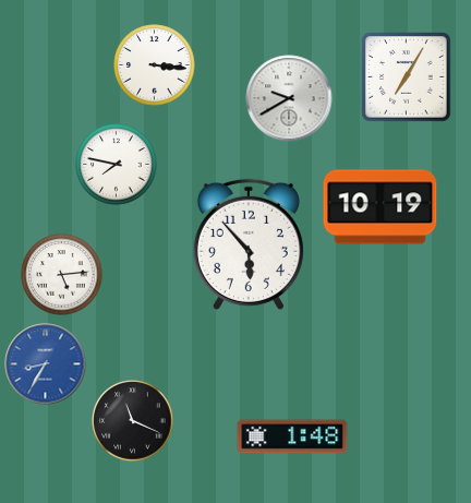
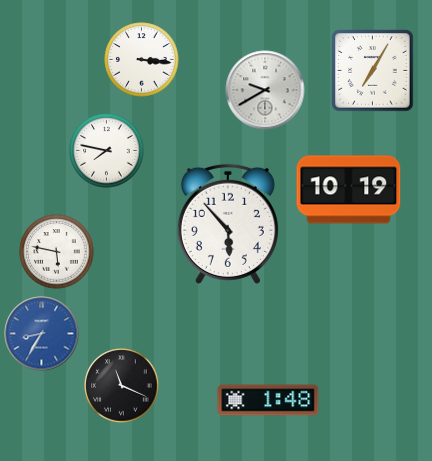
clock at (62, 275): 5:14 -> 5:47
